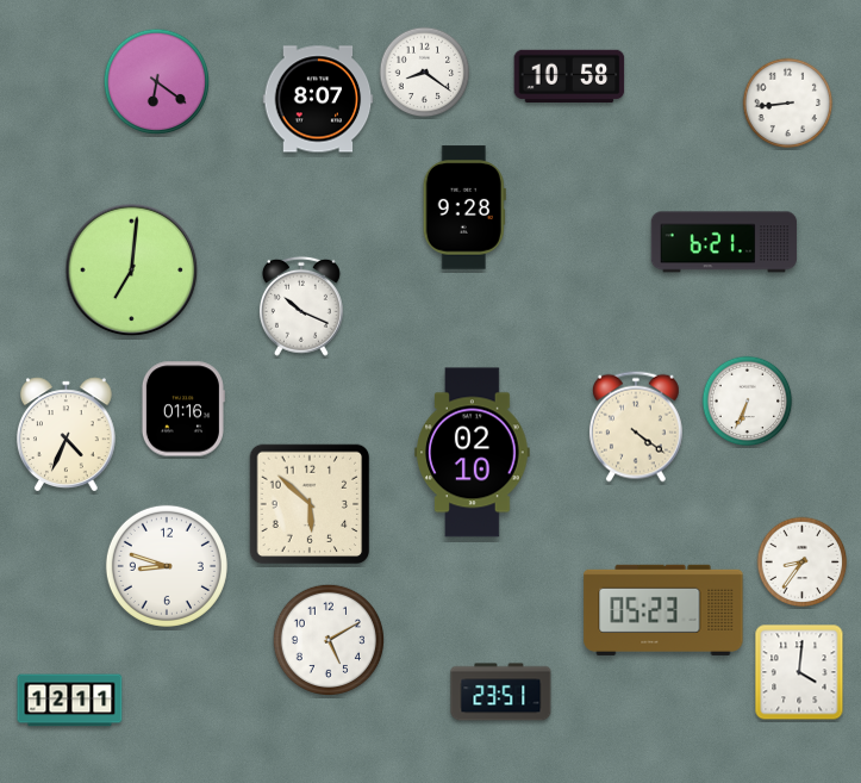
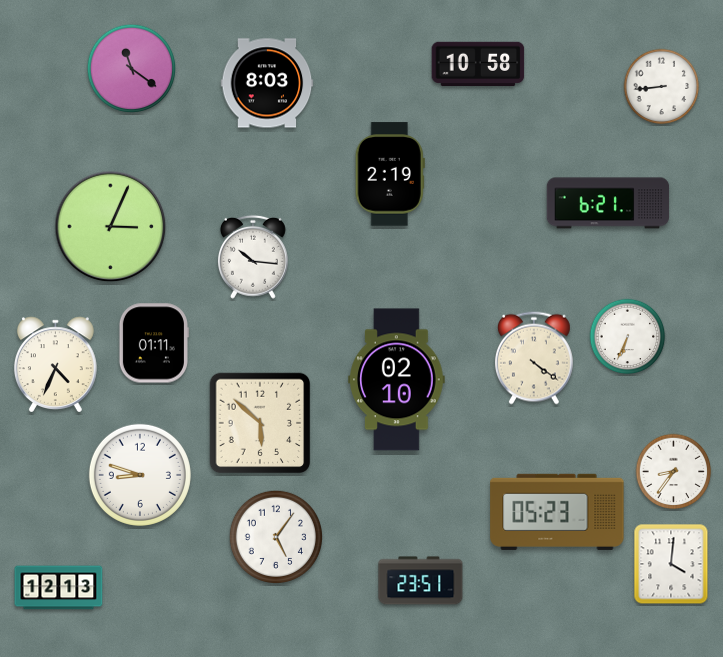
clock at (425, 73): 8:21 -> none
clock at (156, 81): 6:21 -> 11:21
clock at (318, 99): 8:07 -> 8:03
clock at (464, 207): 9:28 -> 2:19
clock at (132, 271): 7:01 -> 3:04
clock at (301, 306): 10:19 -> 10:16
clock at (182, 409): 01:16 -> 01:11
clock at (327, 639): 5:10 -> 5:06
clock at (70, 701): 12:11 -> 12:13
